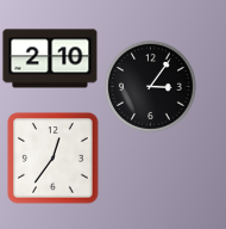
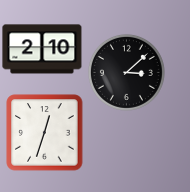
clock at (150, 86): 3:06 -> 3:08
clock at (54, 159): 12:36 -> 12:33
